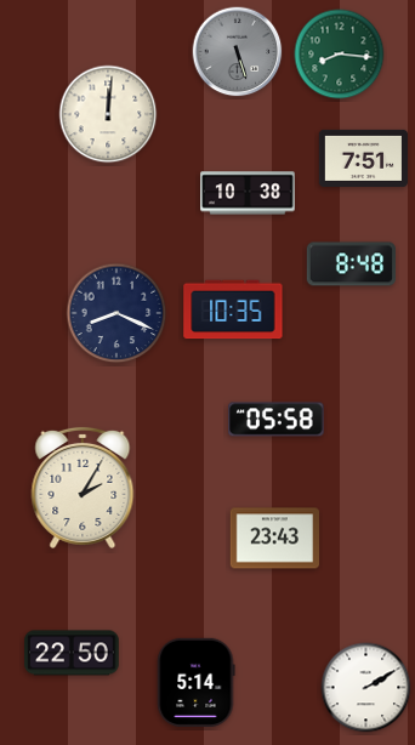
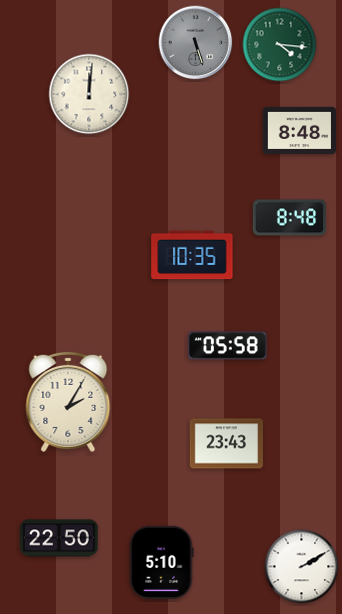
clock at (340, 55): 8:16 -> 4:16
clock at (363, 158): 7:51 -> 8:48
clock at (248, 193): 10:38 -> none
clock at (116, 313): 8:19 -> none
clock at (195, 682): 5:14 -> 5:10
